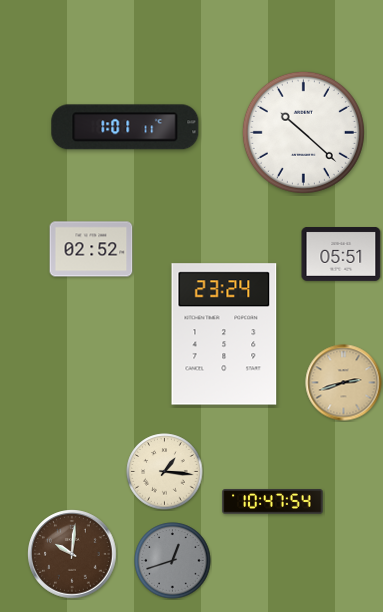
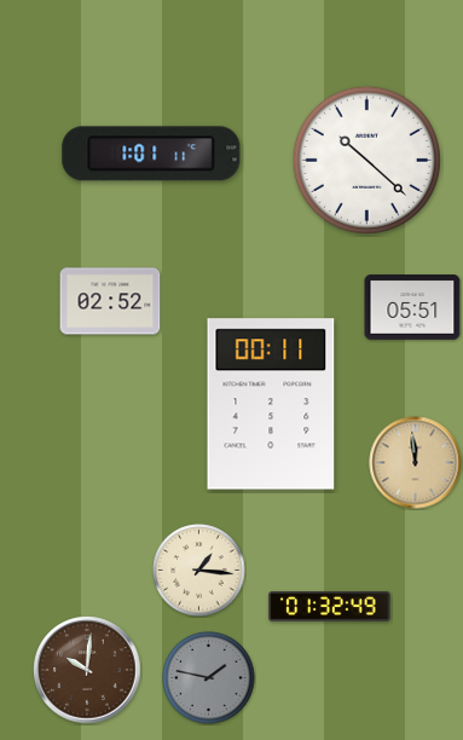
clock at (224, 334): 23:24 -> 00:11
clock at (344, 383): 2:42 -> 11:59
clock at (273, 502): 10:47 -> 01:32
clock at (173, 561): 12:42 -> 1:47
